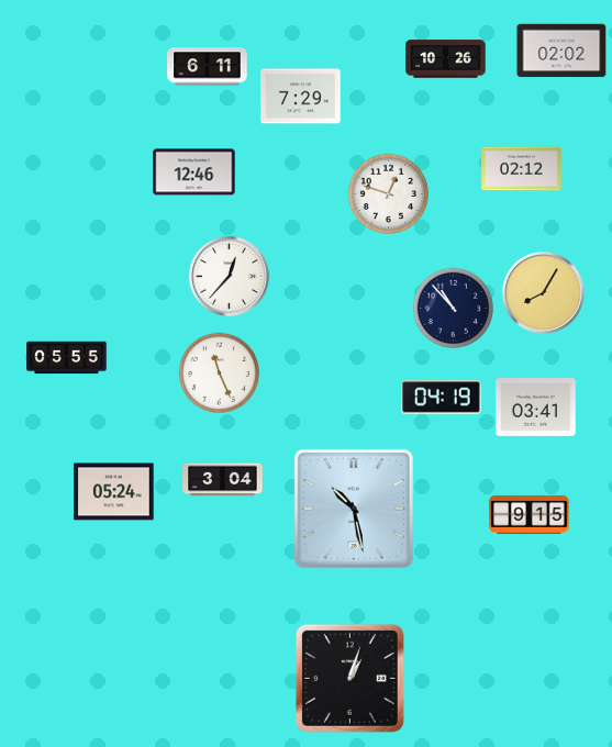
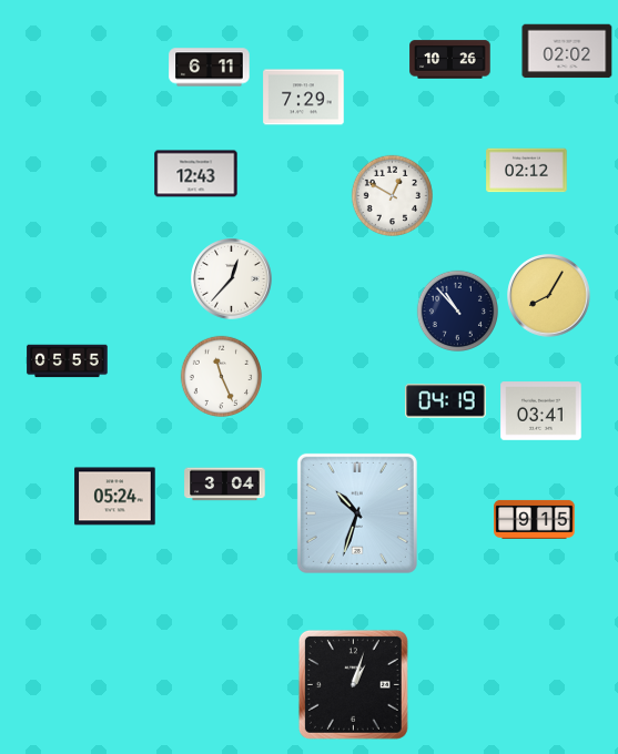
clock at (194, 172): 12:46 -> 12:43
clock at (388, 193): 12:48 -> 12:50
clock at (354, 509): 10:28 -> 10:33
